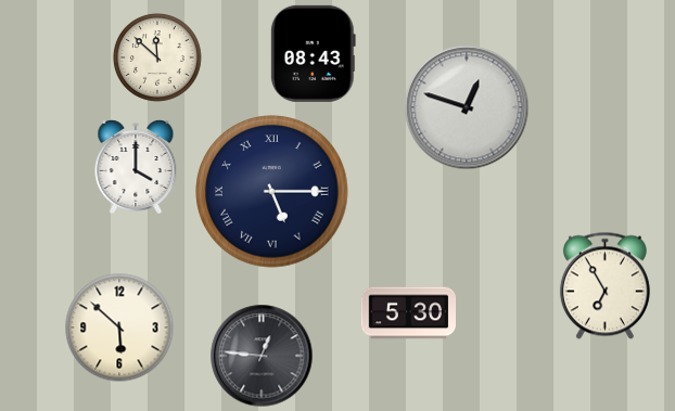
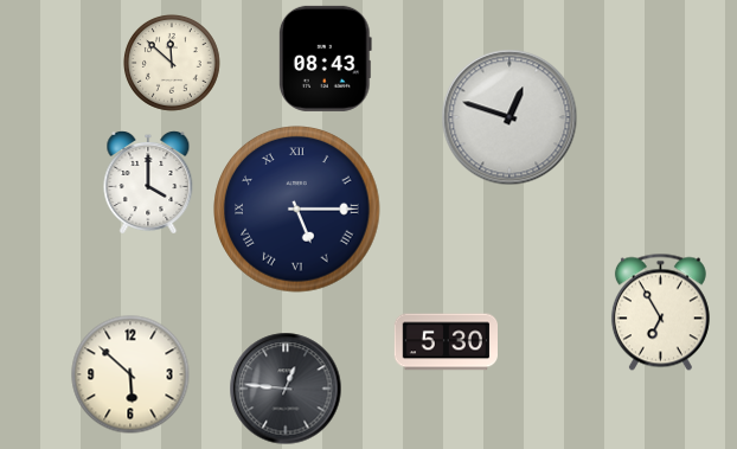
clock at (313, 53) position: (313, 53) -> (325, 58)
clock at (119, 327) position: (119, 327) -> (130, 374)
